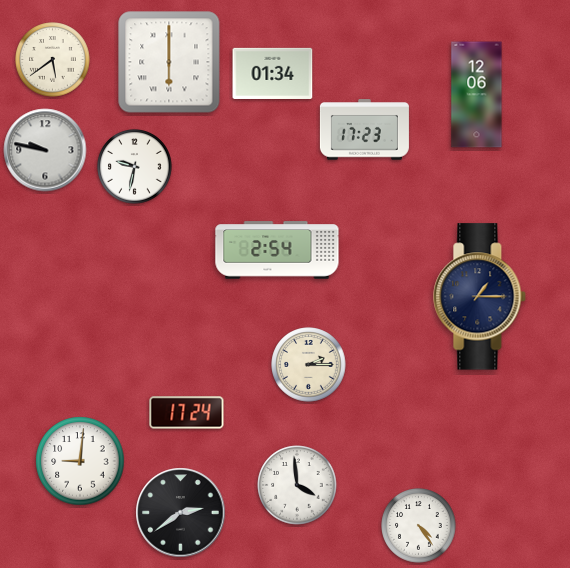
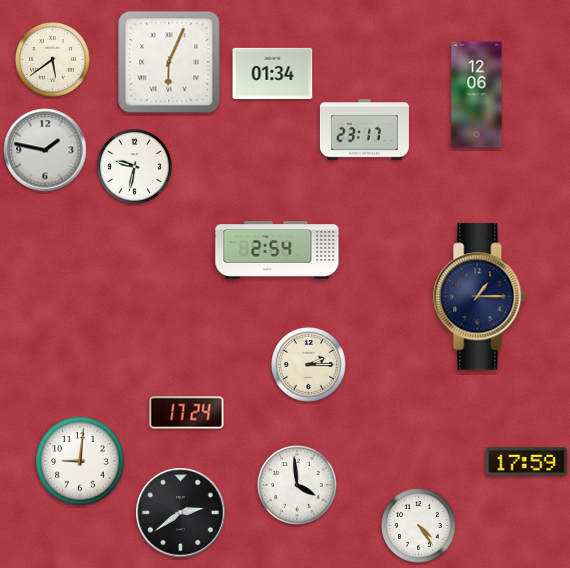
clock at (169, 62): 6:00 -> 6:04
clock at (364, 130): 17:23 -> 23:17
clock at (45, 150): 9:47 -> 1:47
clock at (527, 462): none -> 17:59
